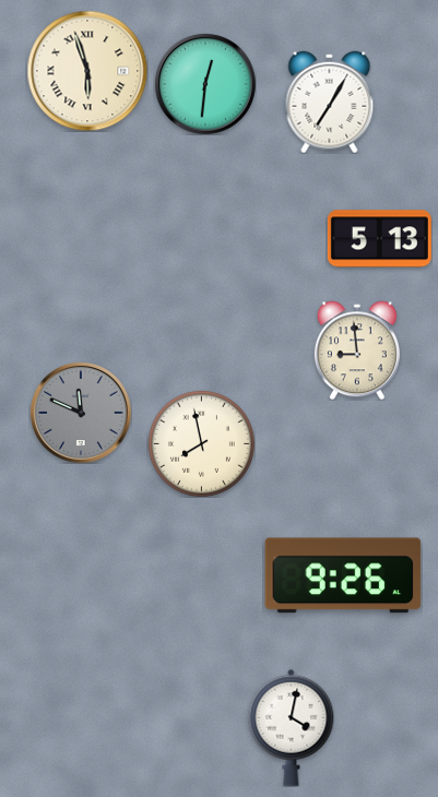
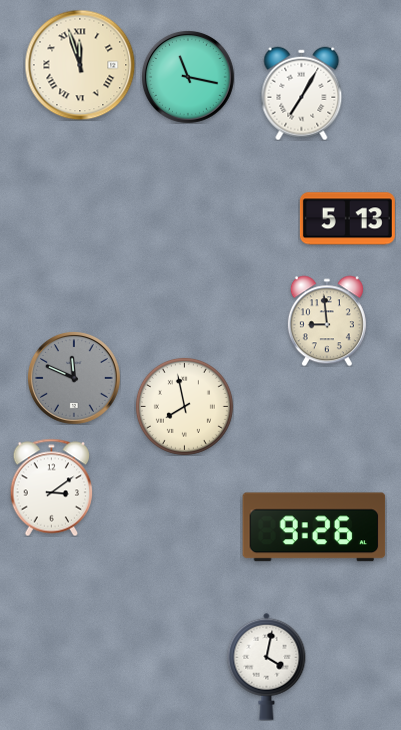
clock at (87, 71): 5:57 -> 11:57
clock at (205, 84): 12:31 -> 11:17
clock at (52, 487): none -> 3:09
